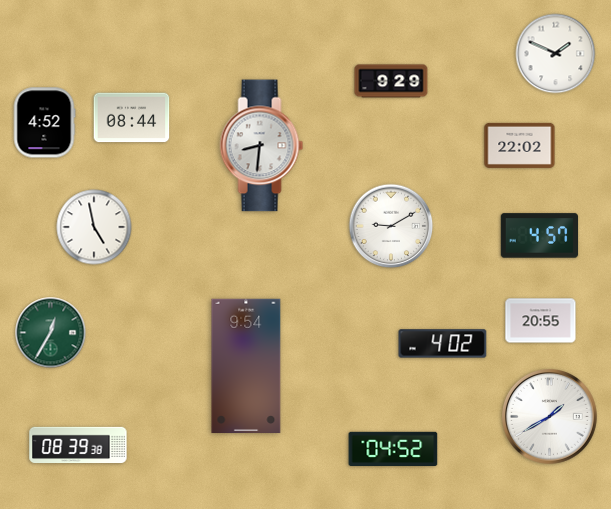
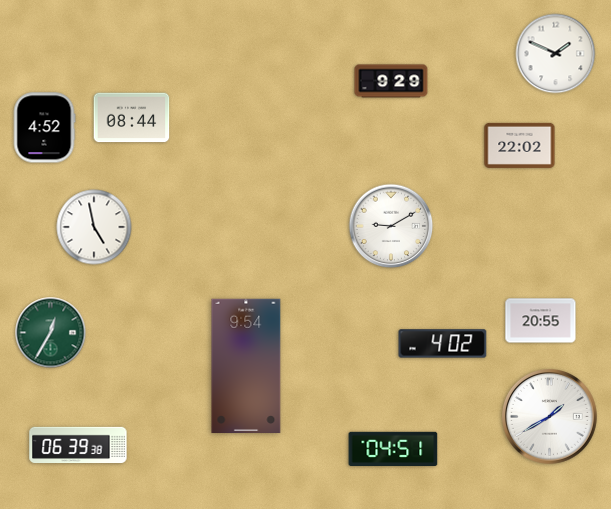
clock at (44, 123) position: (44, 123) -> (44, 128)
clock at (262, 146): 8:31 -> none
clock at (540, 236): 4:57 -> none
clock at (78, 445): 08:39 -> 06:39
clock at (393, 448): 04:52 -> 04:51
